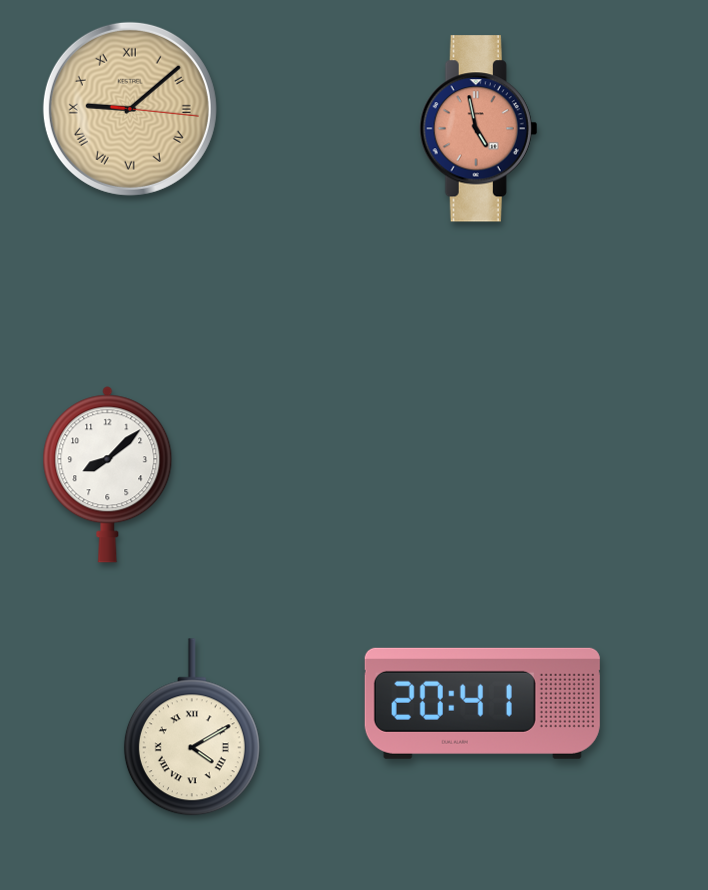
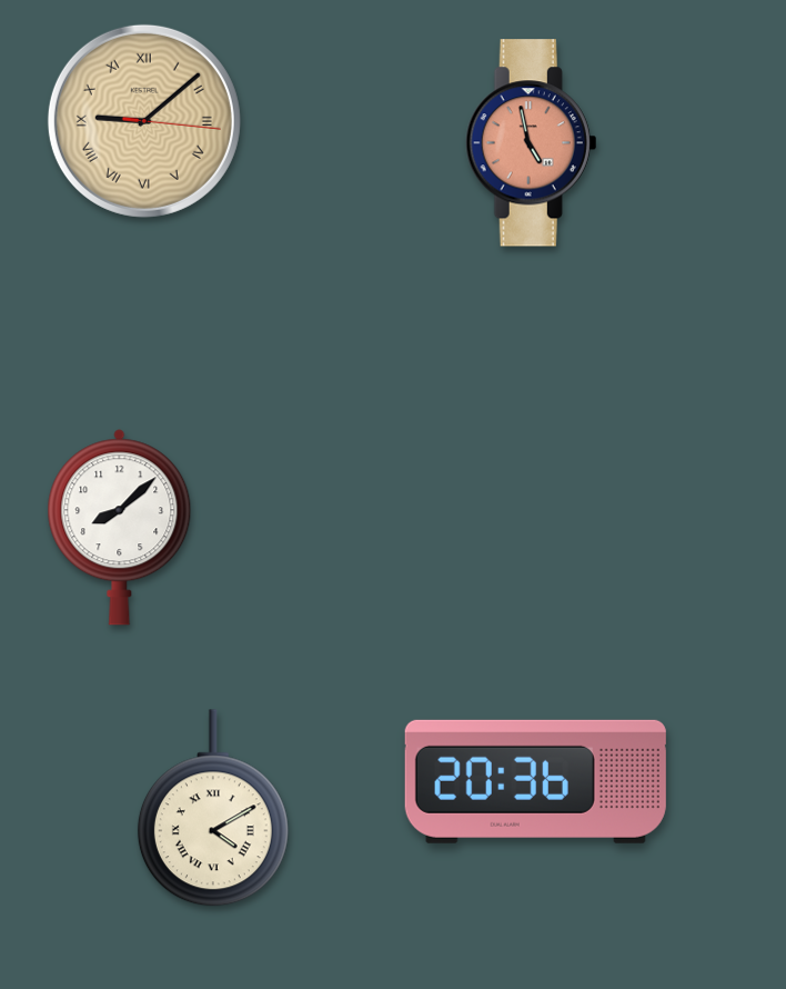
clock at (482, 703): 20:41 -> 20:36
